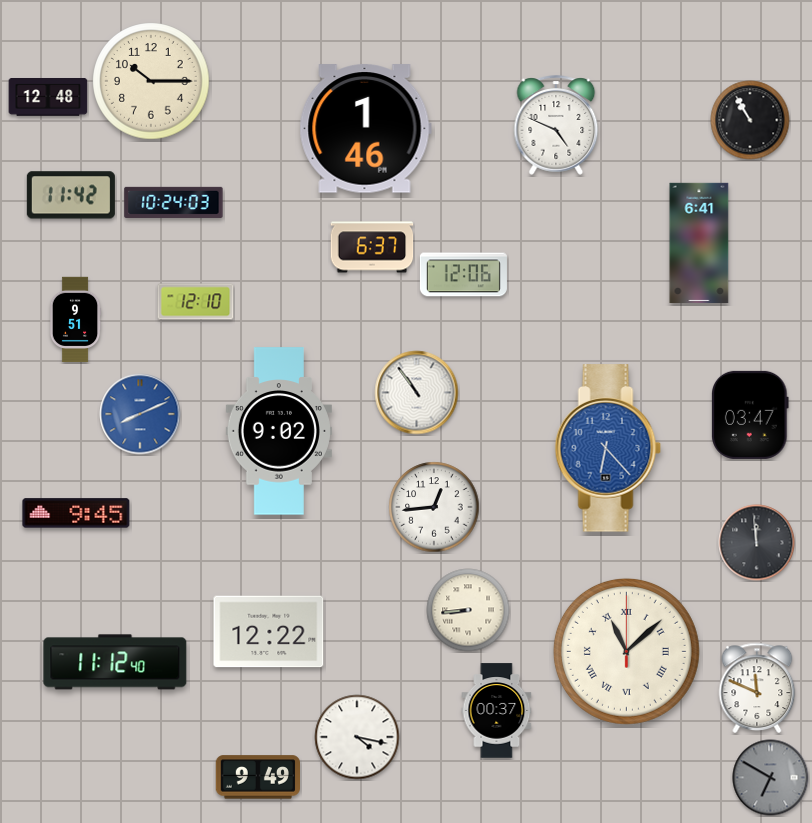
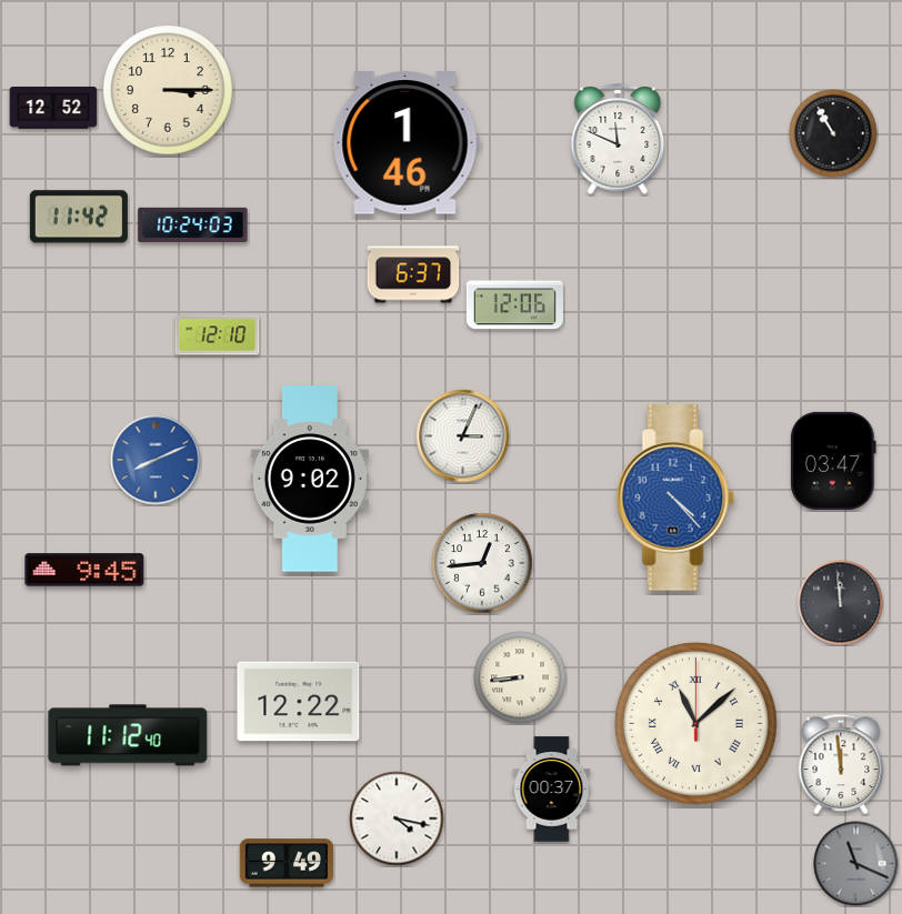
clock at (151, 81): 10:15 -> 3:15
clock at (48, 97): 12:48 -> 12:52
clock at (556, 125): 4:49 -> 11:49
clock at (699, 242): 6:41 -> none
clock at (75, 319): 9:51 -> none
clock at (417, 393): 10:54 -> 3:04
clock at (608, 448): 6:23 -> 4:23
clock at (757, 688): 11:49 -> 11:59
clock at (771, 778): 6:50 -> 11:19
